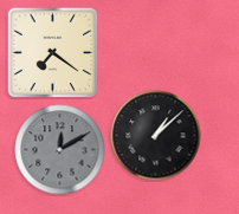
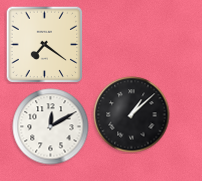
clock at (60, 150) dial: grey -> white
